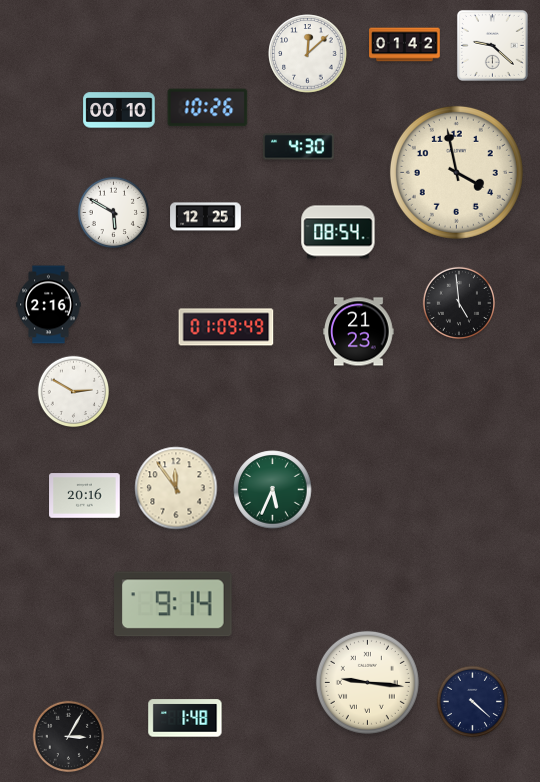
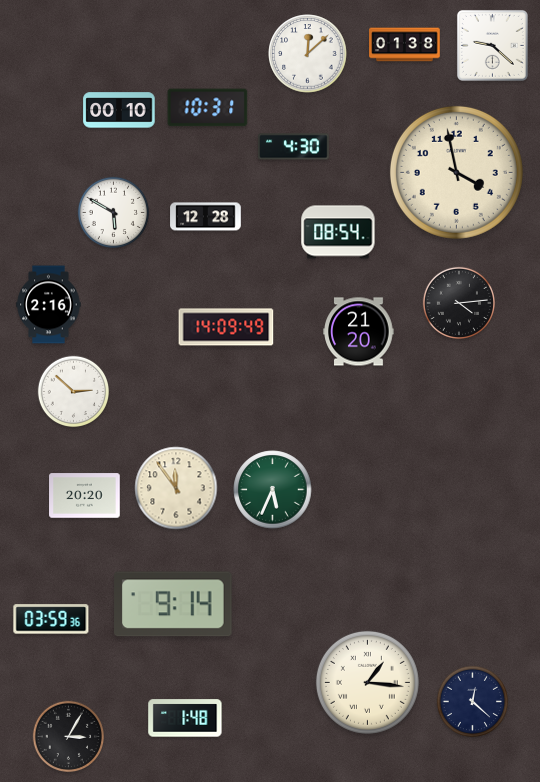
clock at (405, 45): 01:42 -> 01:38
clock at (208, 108): 10:26 -> 10:31
clock at (299, 147) position: (299, 147) -> (294, 147)
clock at (206, 217): 12:25 -> 12:28
clock at (459, 303): 4:59 -> 4:14
clock at (226, 327): 01:09 -> 14:09
clock at (359, 332): 21:23 -> 21:20
clock at (73, 391): 2:50 -> 2:52
clock at (85, 496): 20:16 -> 20:20
clock at (51, 619): none -> 03:59
clock at (367, 682): 9:16 -> 1:16
clock at (472, 701): 4:22 -> 12:22
